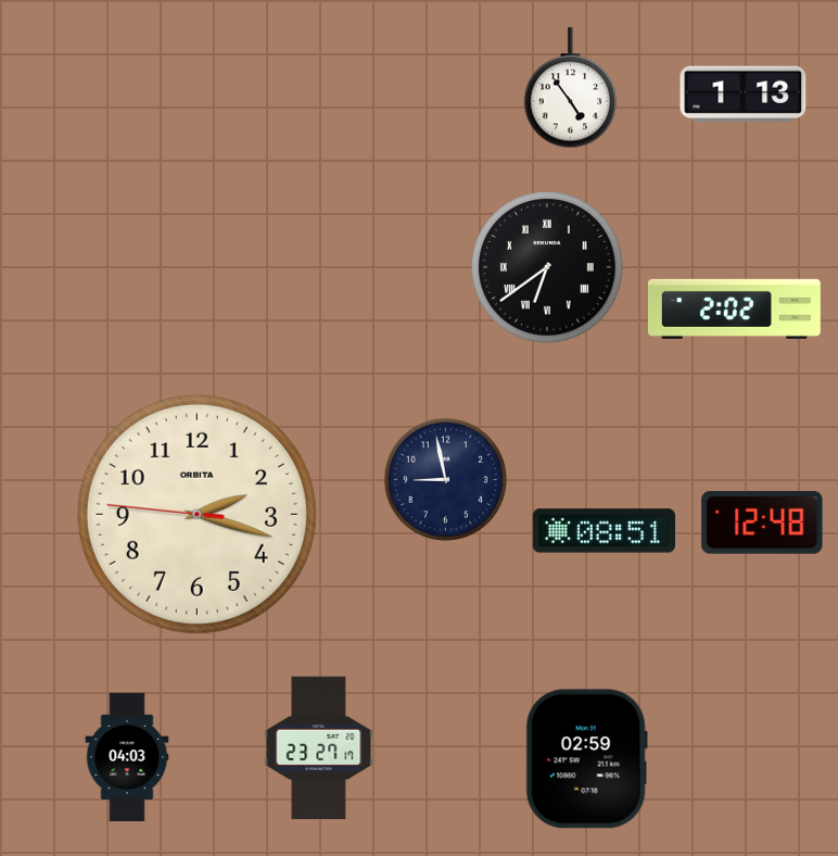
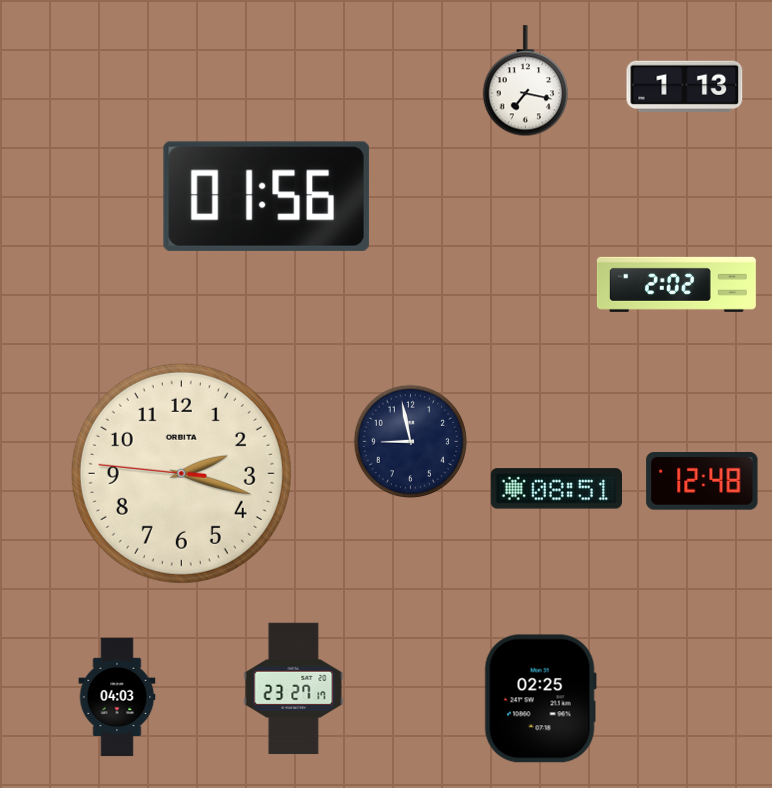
clock at (571, 88): 4:54 -> 7:17
clock at (266, 196): none -> 01:56
clock at (548, 268): 6:39 -> none
clock at (586, 759): 02:59 -> 02:25
